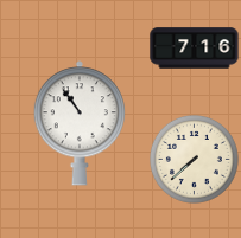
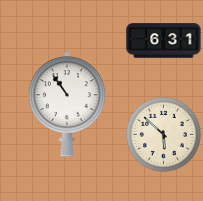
clock at (195, 49): 7:16 -> 6:31
clock at (194, 159): 7:38 -> 5:52
